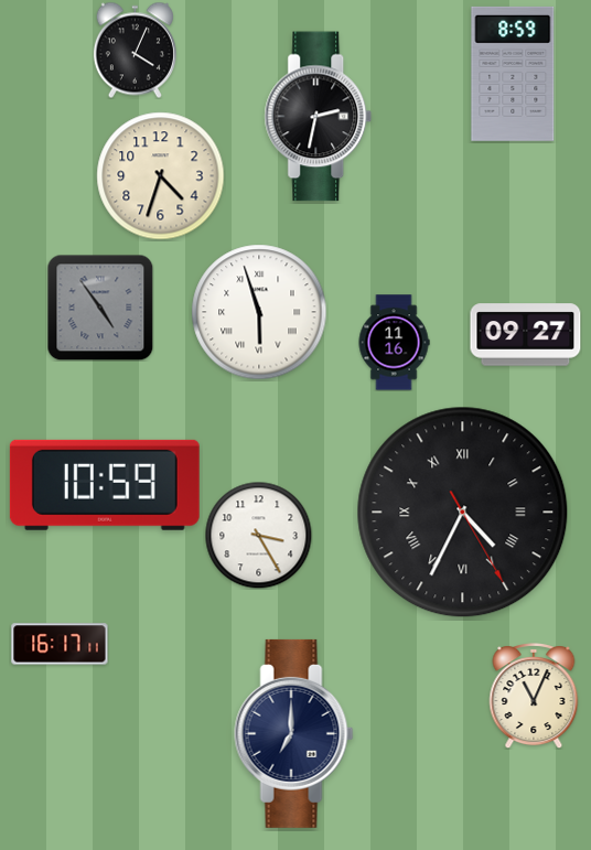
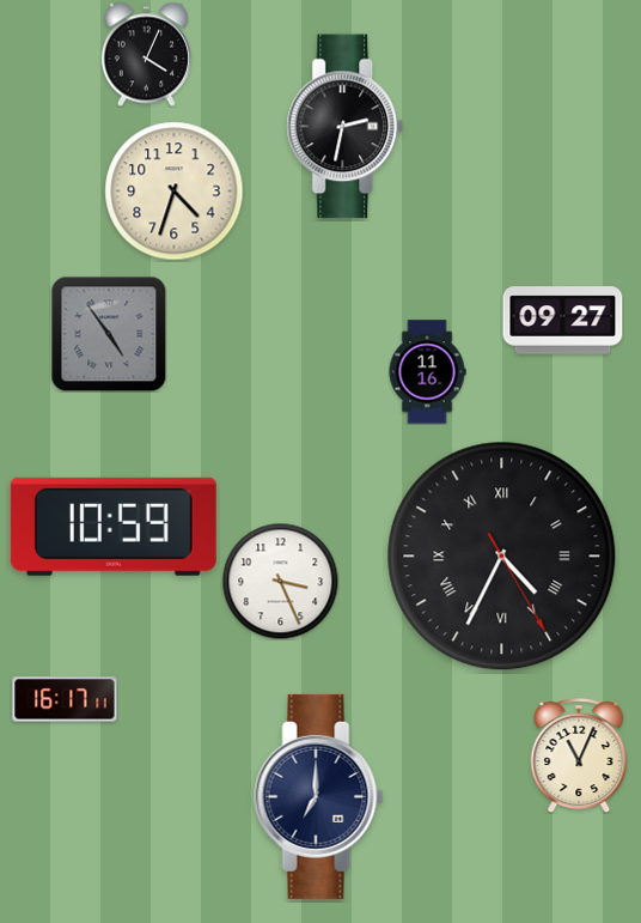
clock at (513, 74): 8:59 -> none
clock at (259, 312): 5:57 -> none
clock at (526, 335) position: (526, 335) -> (563, 321)
clock at (258, 535): 3:25 -> 3:26
